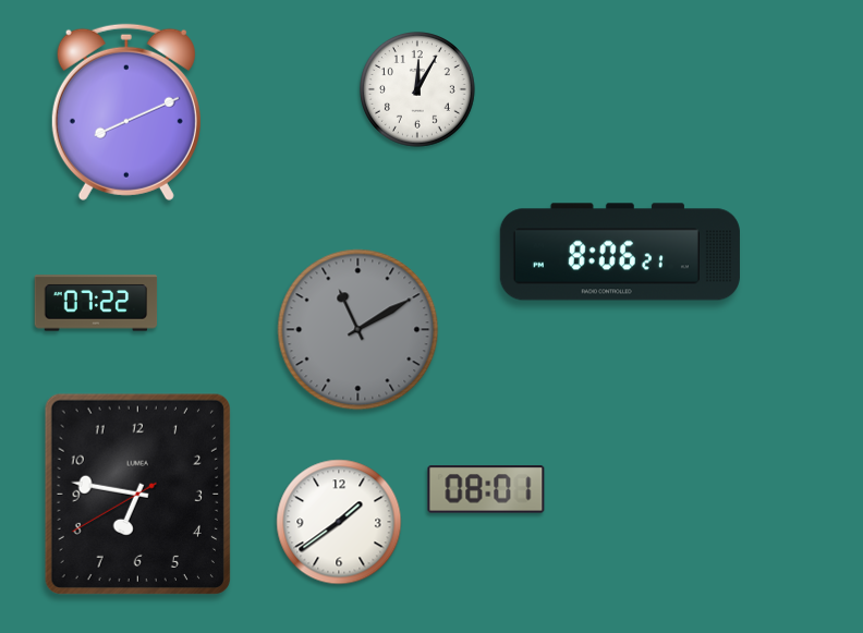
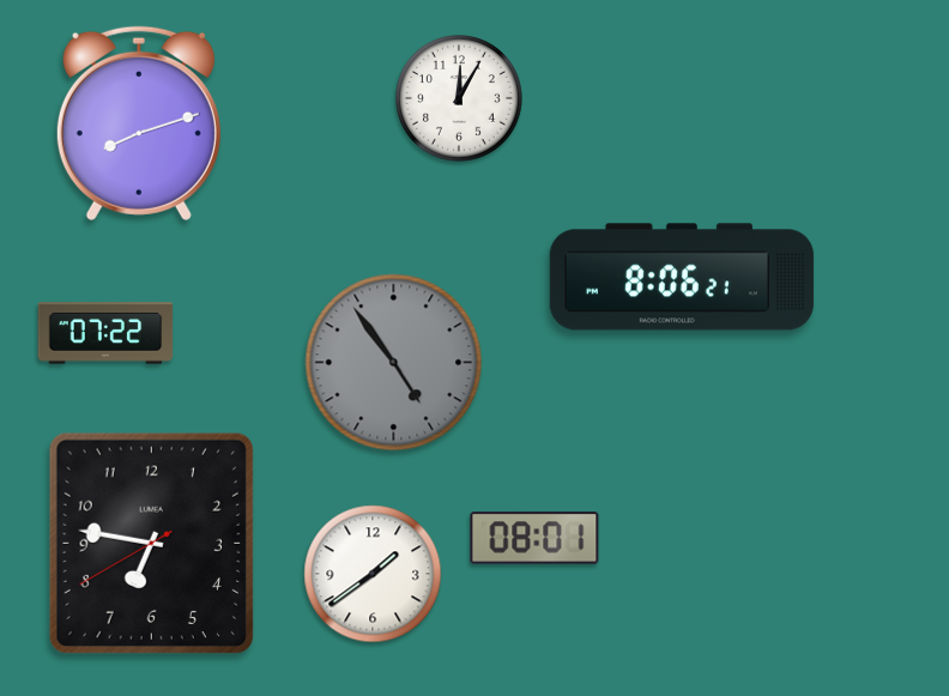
clock at (126, 112): 8:11 -> 8:12
clock at (358, 330): 11:10 -> 4:54
